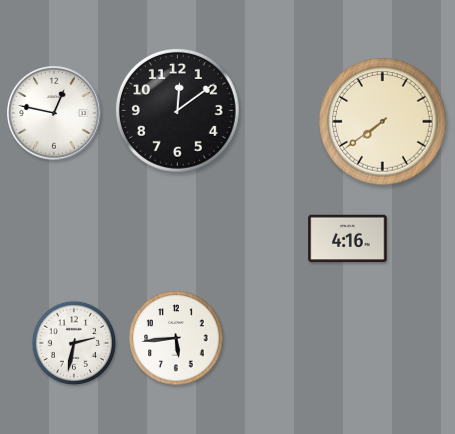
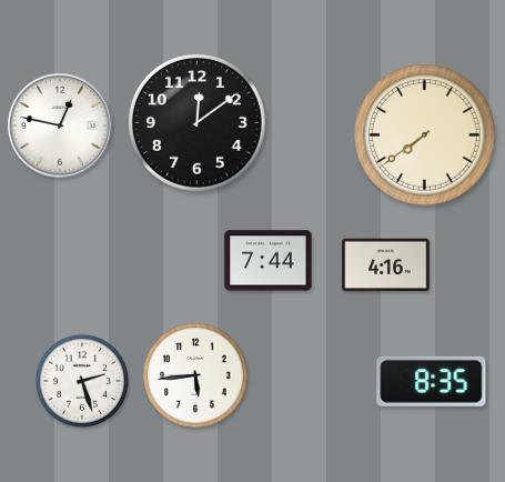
clock at (269, 261): none -> 7:44
clock at (73, 342): 2:32 -> 2:27
clock at (432, 381): none -> 8:35
